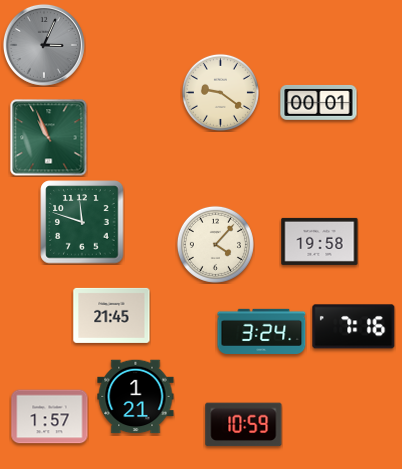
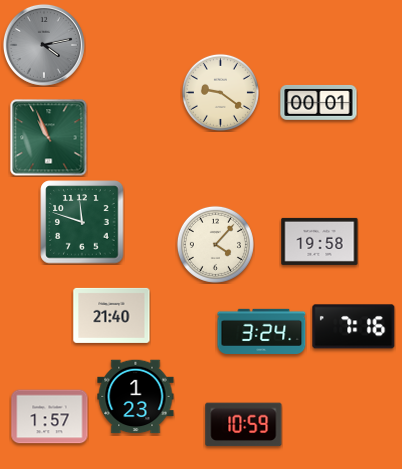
clock at (44, 45): 3:04 -> 4:13
clock at (112, 315): 21:45 -> 21:40
clock at (136, 397): 1:21 -> 1:23
